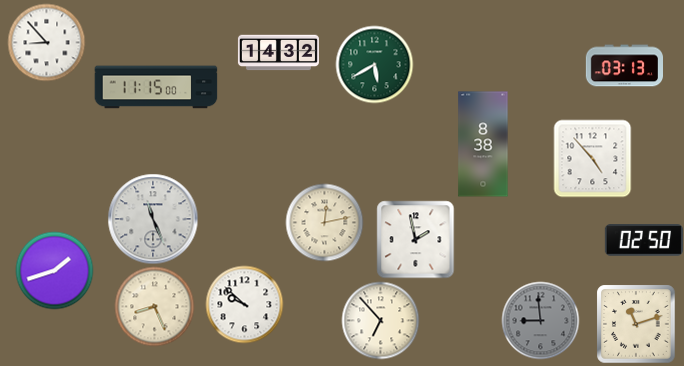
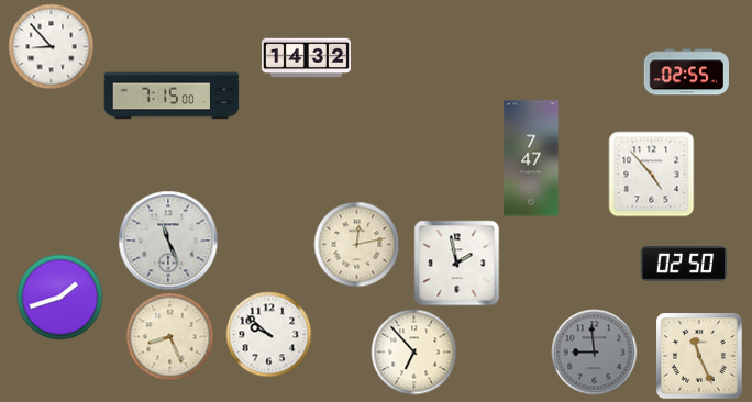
clock at (374, 64): 5:40 -> none
clock at (624, 66): 03:13 -> 02:55
clock at (156, 87): 11:15 -> 7:15
clock at (483, 144): 8:38 -> 7:47
clock at (644, 240) position: (644, 240) -> (684, 264)
clock at (380, 320) position: (380, 320) -> (413, 351)
clock at (636, 324): 11:12 -> 11:26
